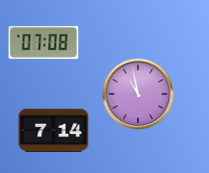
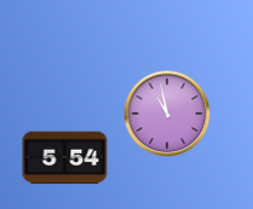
clock at (44, 42): 07:08 -> none
clock at (54, 131): 7:14 -> 5:54
